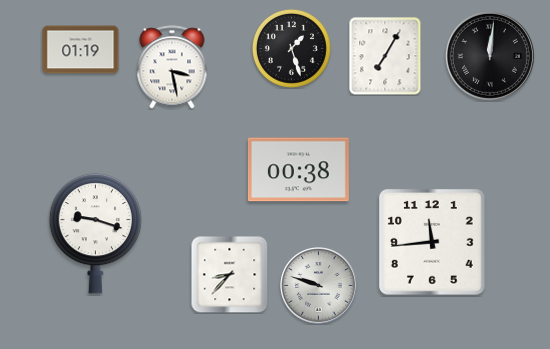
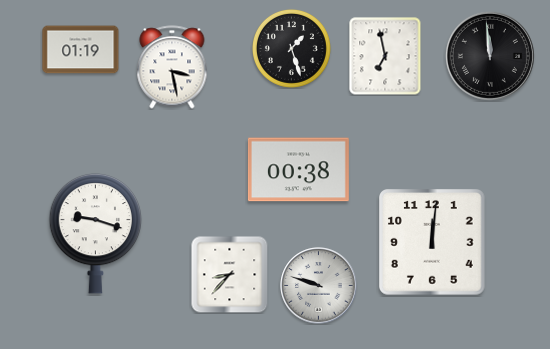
clock at (385, 56): 7:05 -> 6:58
clock at (490, 56): 12:01 -> 11:59
clock at (433, 243): 11:44 -> 12:01
